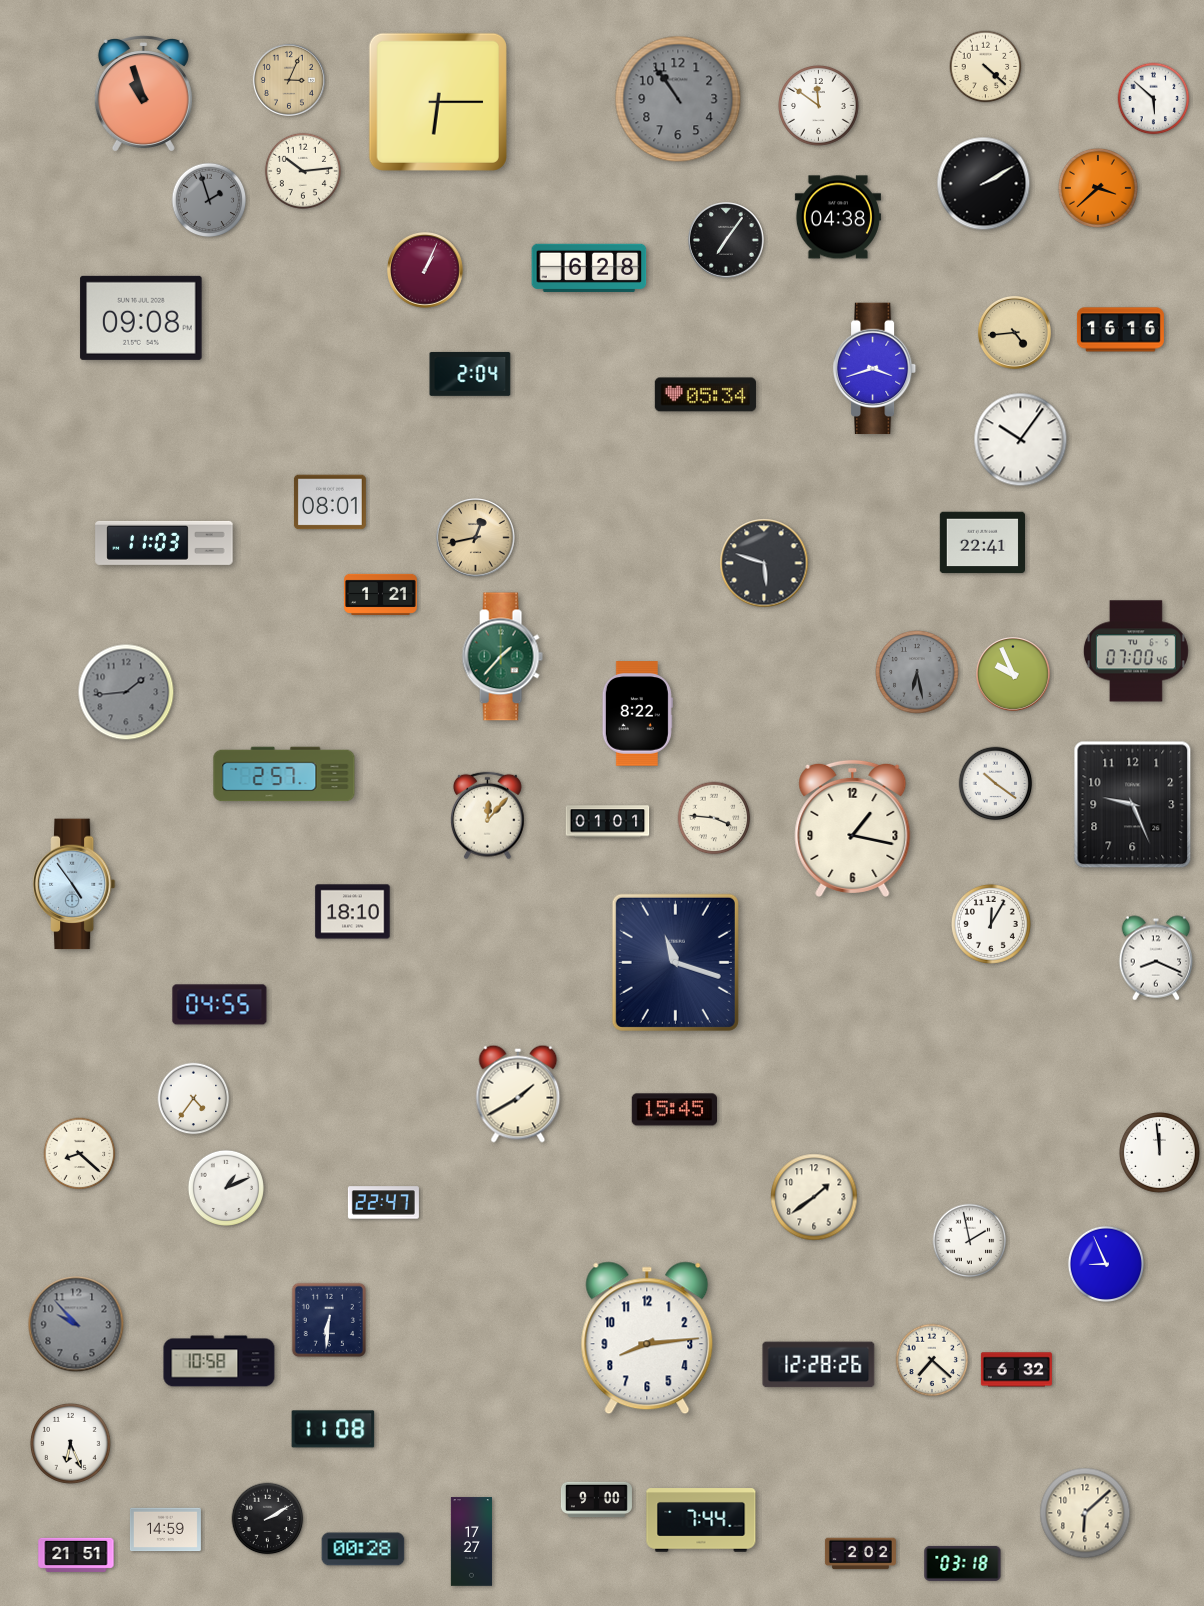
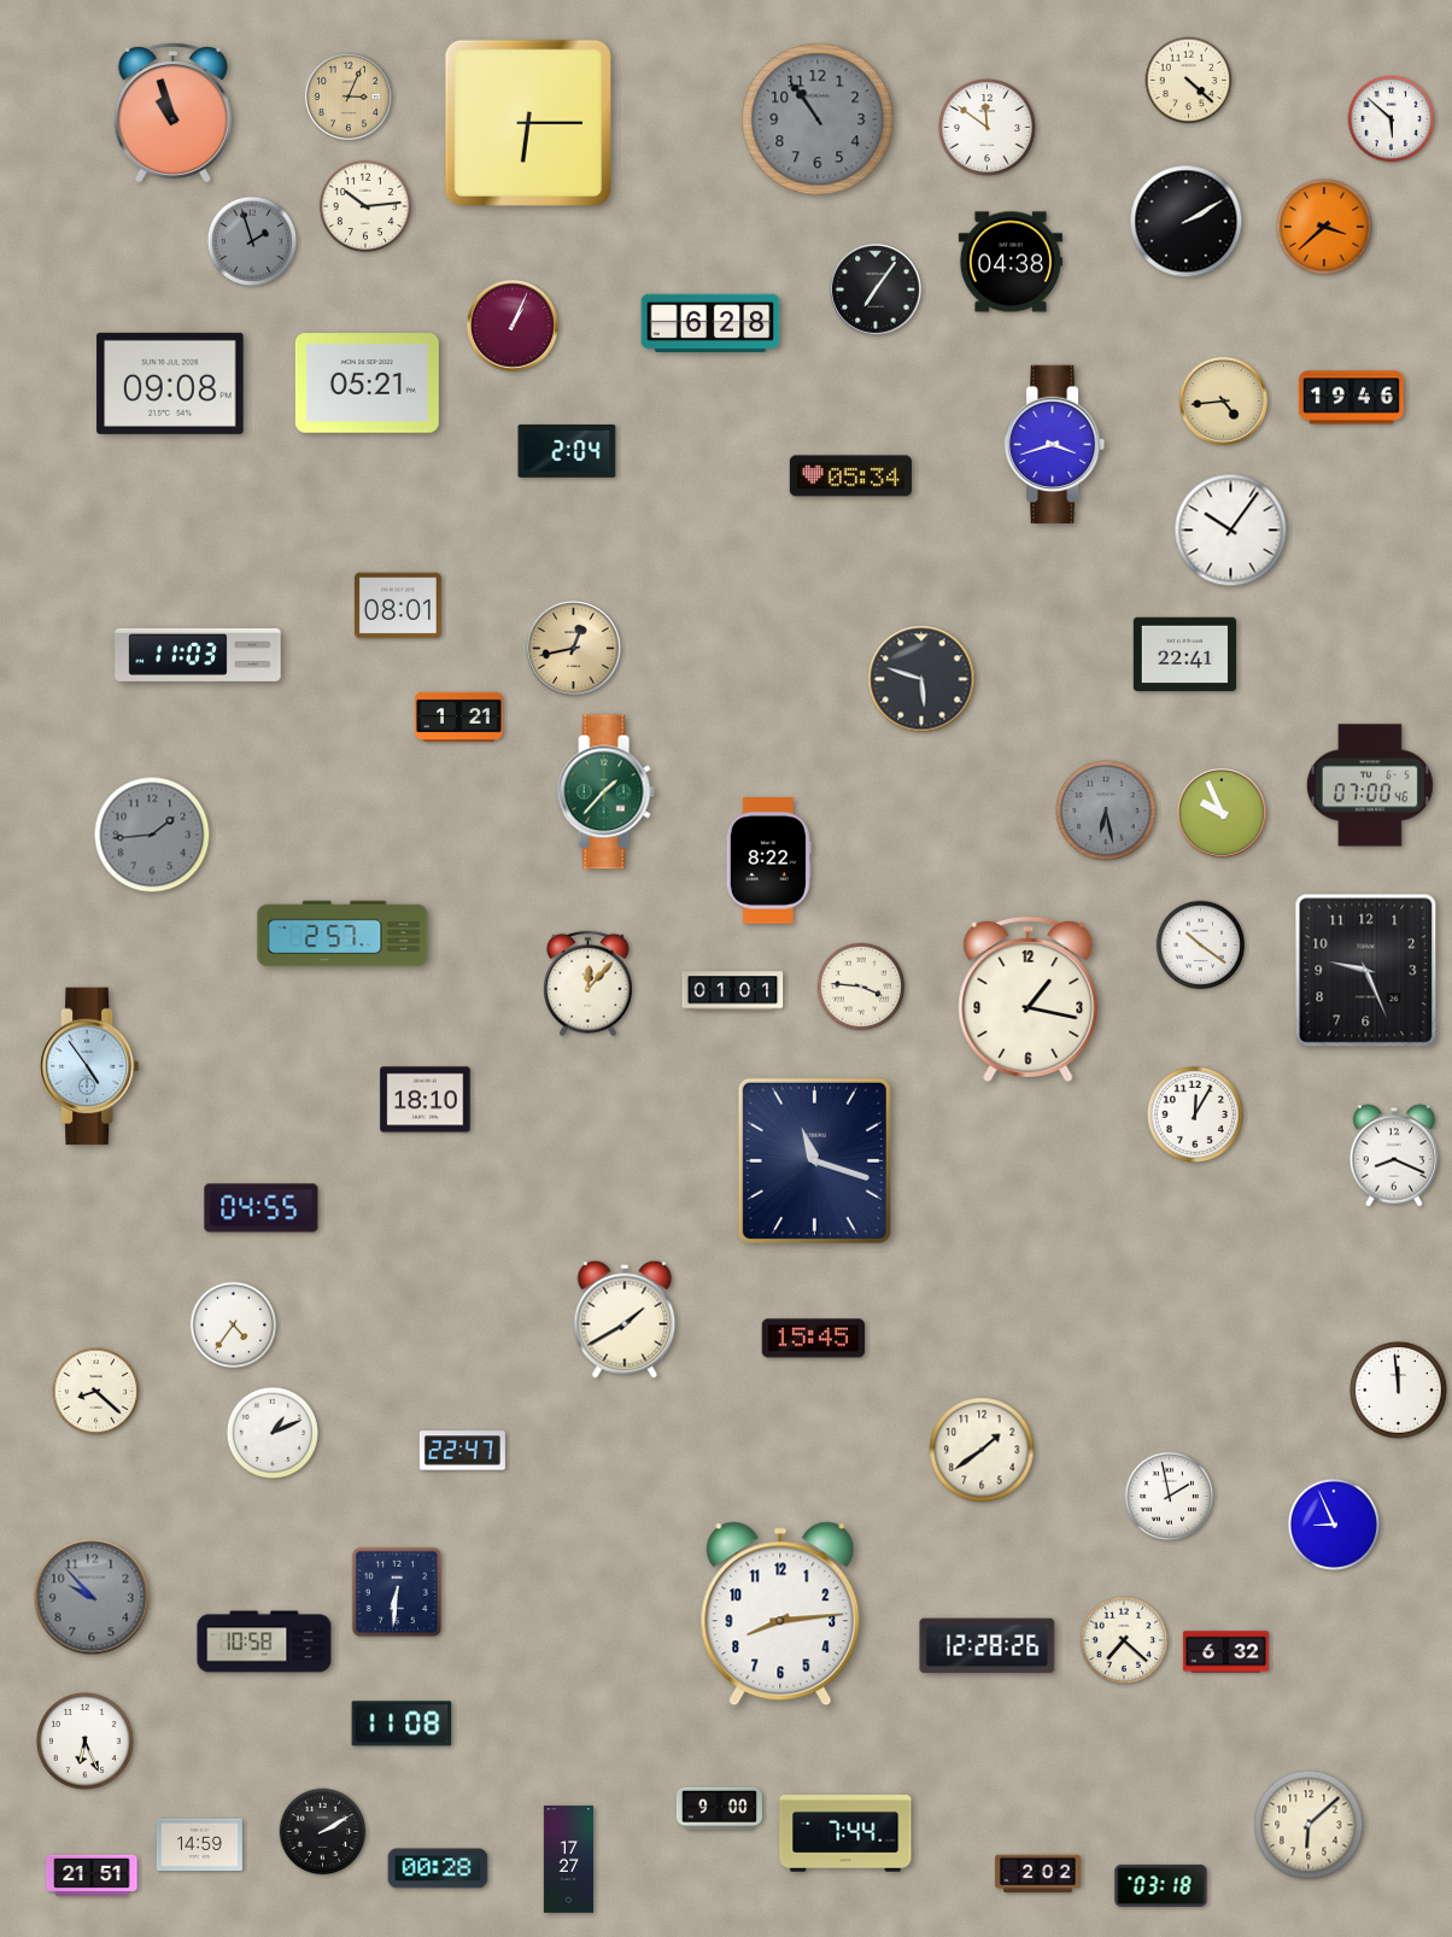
clock at (367, 384): none -> 05:21
clock at (1120, 330): 16:16 -> 19:46
clock at (220, 1005) position: (220, 1005) -> (262, 1209)
clock at (814, 1197) position: (814, 1197) -> (982, 1450)
